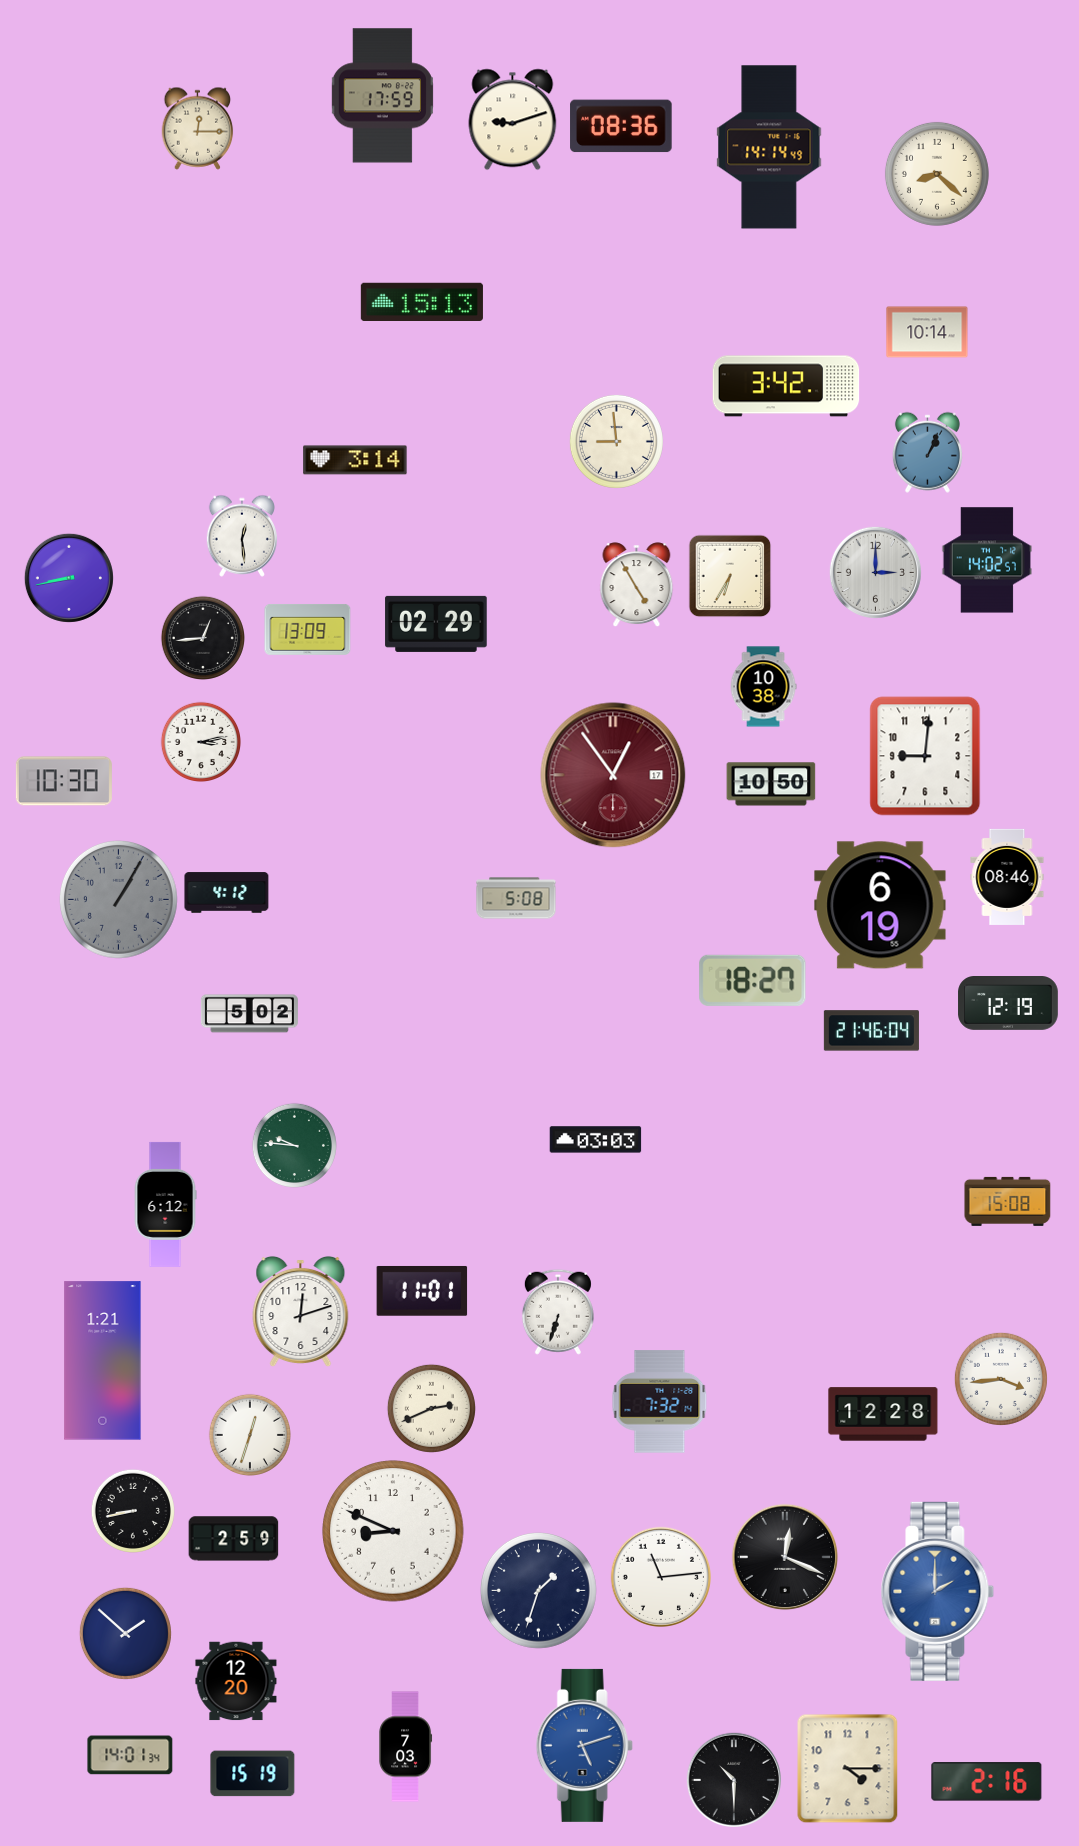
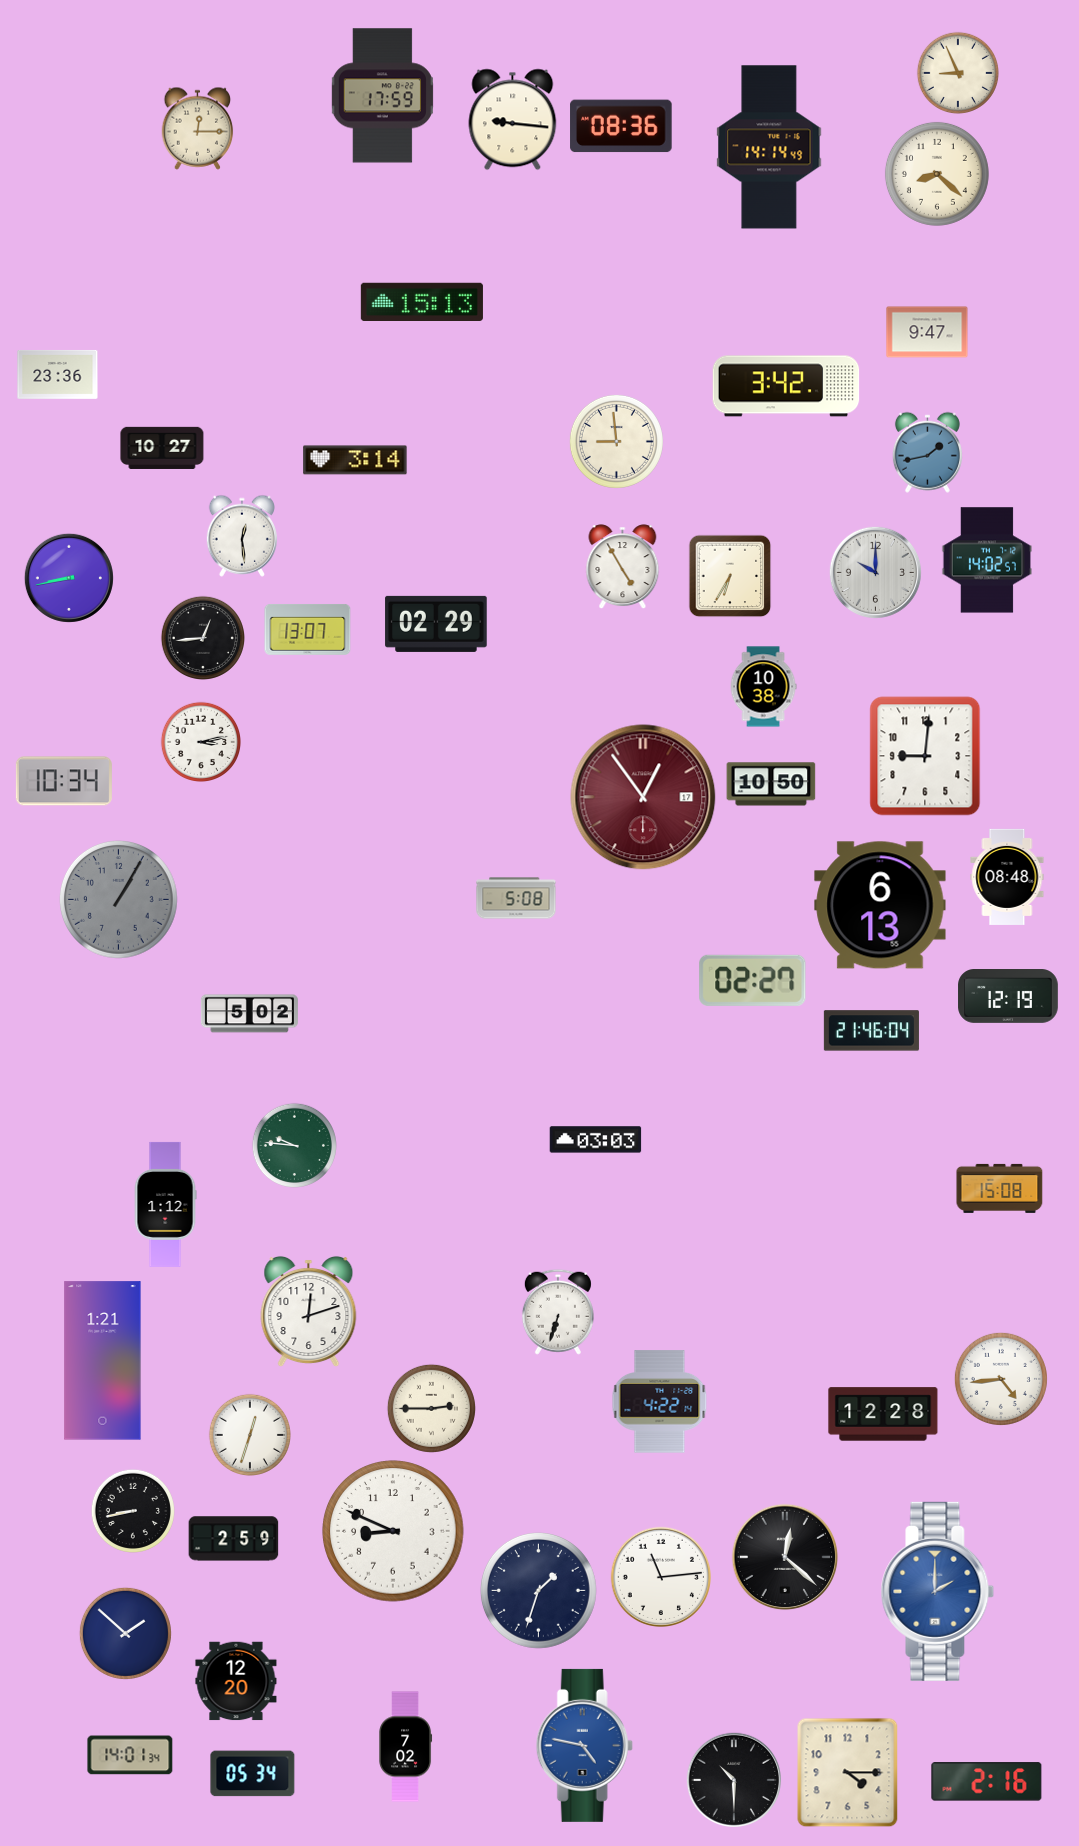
clock at (957, 72): none -> 8:56
clock at (513, 120): 9:12 -> 9:16
clock at (927, 332): 10:14 -> 9:47
clock at (58, 374): none -> 23:36
clock at (162, 447): none -> 10:27
clock at (927, 452): 1:04 -> 1:43
clock at (875, 572): 3:00 -> 10:00
clock at (637, 585) position: (637, 585) -> (623, 567)
clock at (308, 629): 13:09 -> 13:07
clock at (613, 775) position: (613, 775) -> (643, 797)
clock at (64, 781): 10:30 -> 10:34
clock at (1007, 877): 08:46 -> 08:48
clock at (227, 893): 4:12 -> none
clock at (880, 905): 6:19 -> 6:13
clock at (753, 980): 18:27 -> 02:27
clock at (1008, 1004) position: (1008, 1004) -> (1008, 997)
clock at (1008, 1201) position: (1008, 1201) -> (1000, 1188)
clock at (165, 1204): 6:12 -> 1:12
clock at (422, 1291): 11:01 -> none
clock at (301, 1312) position: (301, 1312) -> (309, 1312)
clock at (1001, 1379): 3:44 -> 4:44
clock at (660, 1402): 7:32 -> 4:22
clock at (431, 1408): 2:41 -> 2:45
clock at (785, 1557): 12:19 -> 12:22
clock at (584, 1745): 5:12 -> 4:47
clock at (406, 1747): 7:03 -> 7:02
clock at (848, 1769) position: (848, 1769) -> (848, 1773)
clock at (253, 1774): 15:19 -> 05:34
